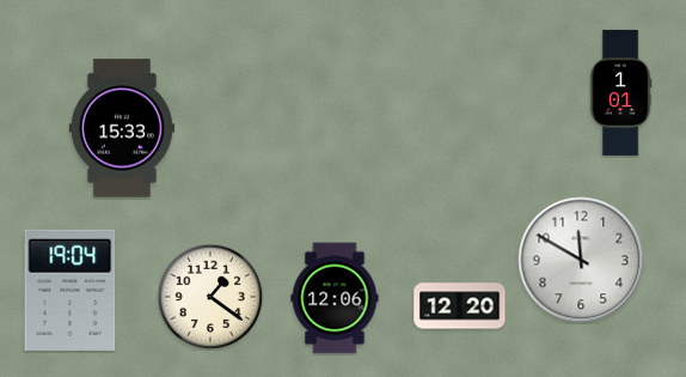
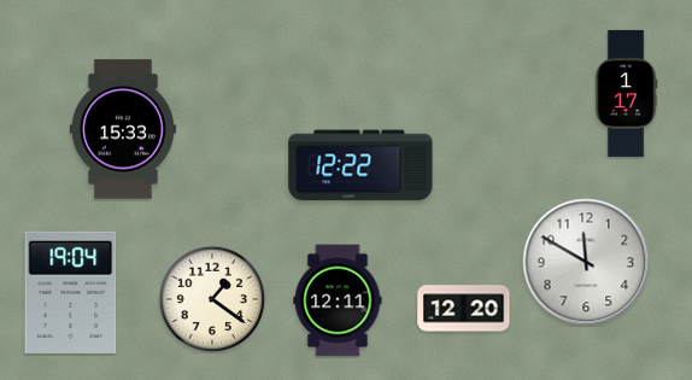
clock at (620, 92): 1:01 -> 1:17
clock at (360, 165): none -> 12:22
clock at (335, 298): 12:06 -> 12:11
